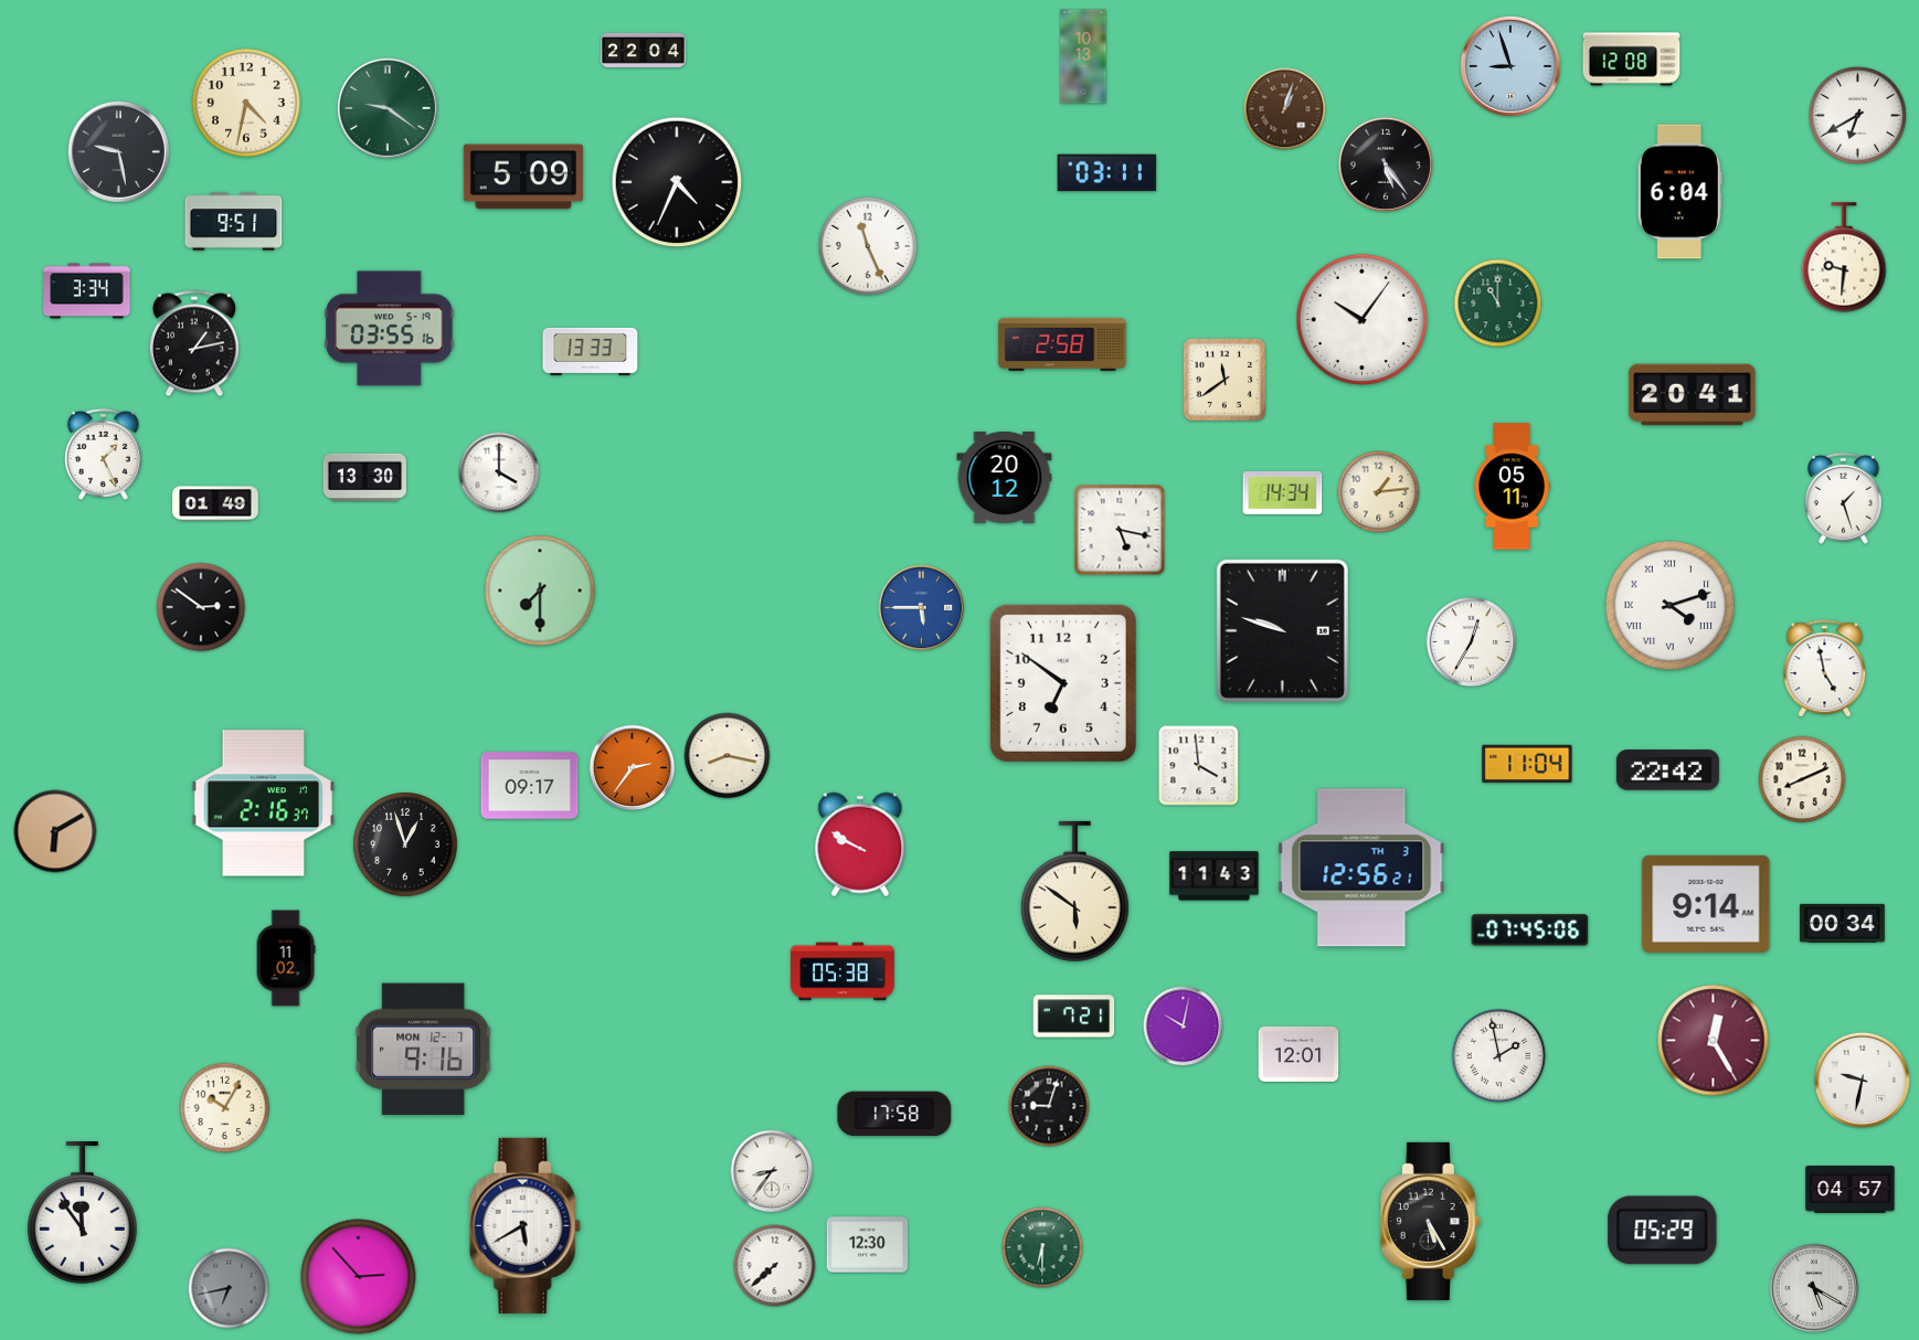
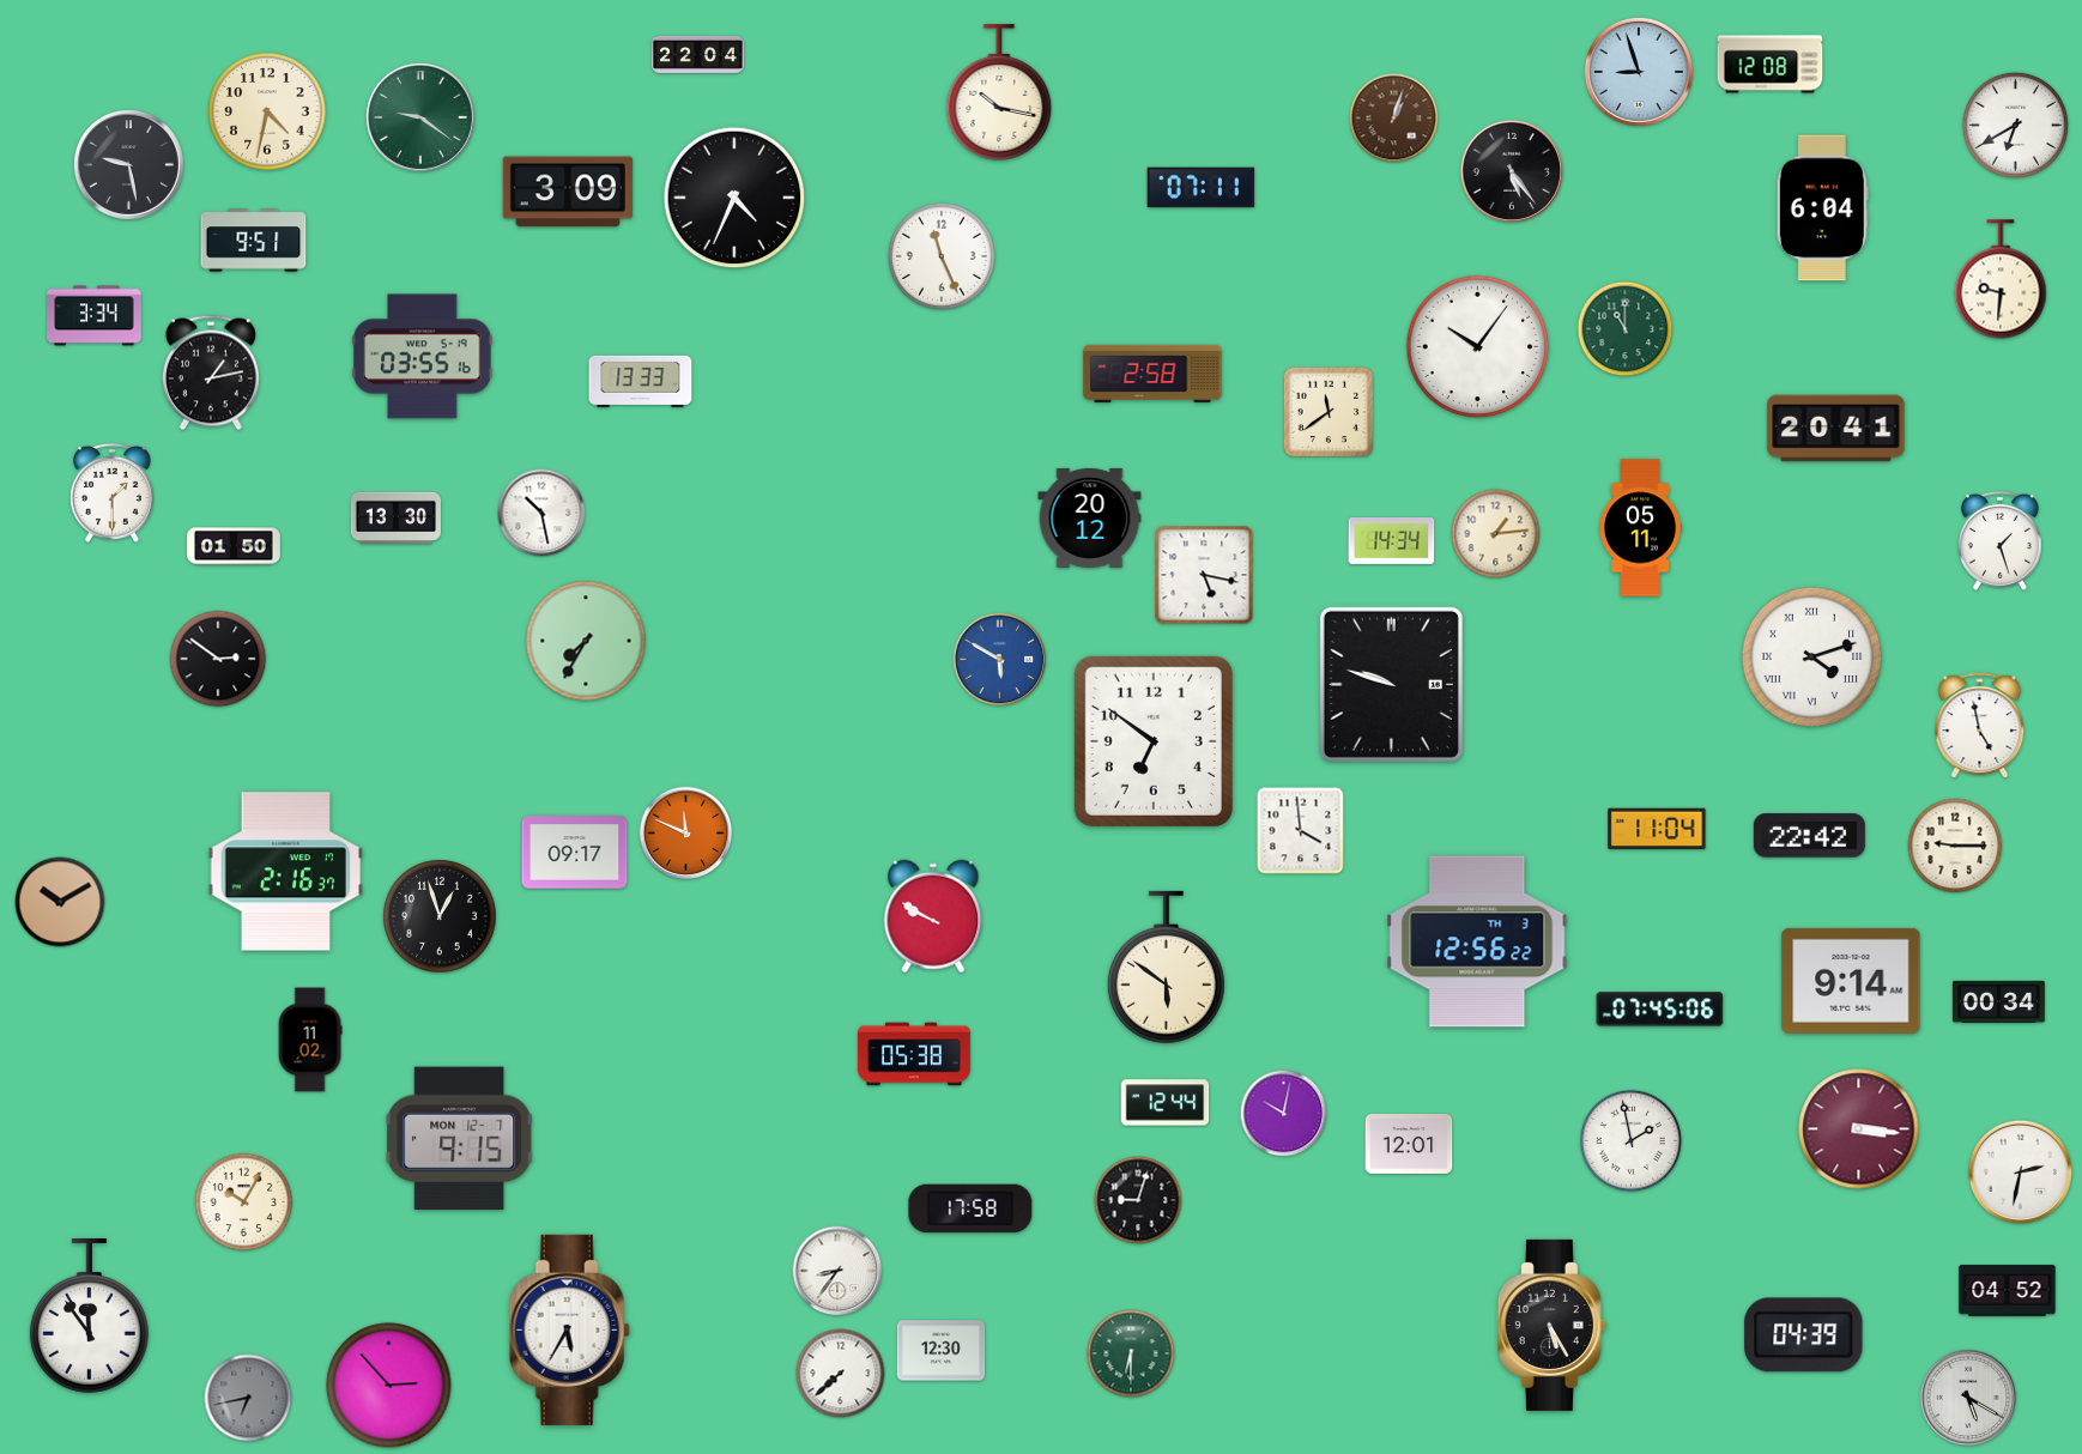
clock at (1083, 56): 10:13 -> none
clock at (999, 92): none -> 10:17
clock at (1386, 164) position: (1386, 164) -> (1512, 171)
clock at (1107, 173): 03:11 -> 07:11
clock at (523, 177): 5:09 -> 3:09
clock at (868, 246) position: (868, 246) -> (942, 256)
clock at (103, 454): 1:26 -> 1:30
clock at (499, 472): 4:00 -> 10:28
clock at (1283, 492) position: (1283, 492) -> (1392, 540)
clock at (215, 503): 01:49 -> 01:50
clock at (1120, 530) position: (1120, 530) -> (1204, 575)
clock at (540, 591): 7:30 -> 7:35
clock at (922, 608): 5:45 -> 5:50
clock at (1472, 642): 12:35 -> none
clock at (728, 756): 8:17 -> none
clock at (633, 768): 2:36 -> 11:49
clock at (1802, 779): 8:11 -> 9:15
clock at (55, 831): 6:10 -> 10:10
clock at (1361, 868): 12:56:21 -> 12:56:22
clock at (1215, 876): 11:43 -> none
clock at (1074, 1017): 7:21 -> 12:44
clock at (1714, 1041): 12:25 -> 3:16
clock at (424, 1049): 9:16 -> 9:15
clock at (1499, 1056) position: (1499, 1056) -> (1632, 1141)
clock at (1862, 1080): 9:32 -> 2:32
clock at (1851, 1190): 04:57 -> 04:52
clock at (524, 1225): 5:40 -> 5:35
clock at (1663, 1231): 05:29 -> 04:39
